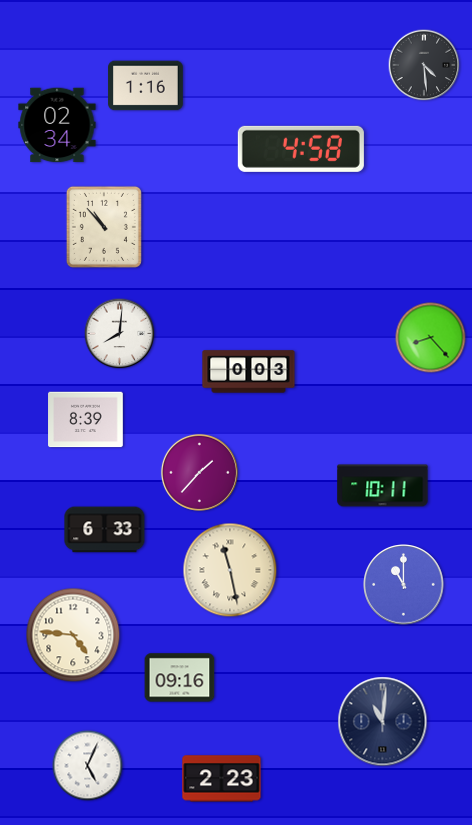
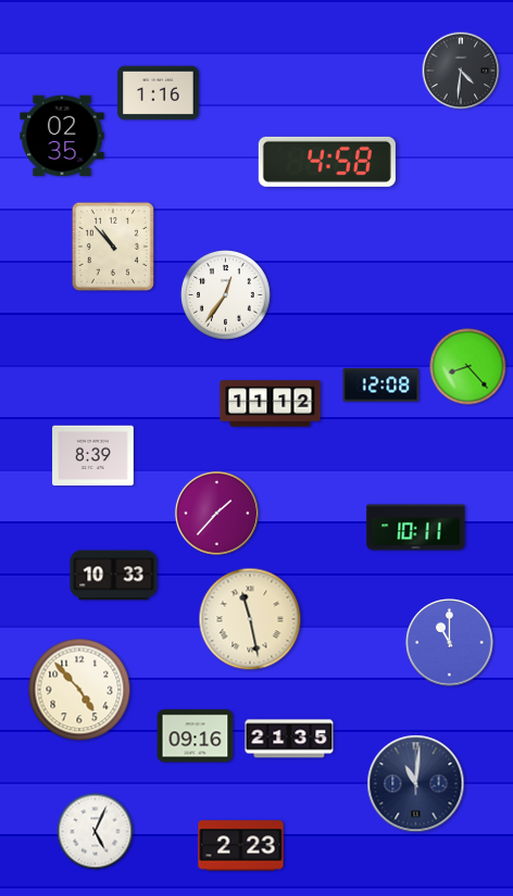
clock at (424, 65): 4:29 -> 4:31
clock at (57, 125): 02:34 -> 02:35
clock at (226, 295): none -> 12:36
clock at (120, 334): 8:01 -> none
clock at (381, 386): none -> 12:08
clock at (249, 372): 0:03 -> 11:12
clock at (105, 530): 6:33 -> 10:33
clock at (404, 585) position: (404, 585) -> (450, 643)
clock at (73, 635): 4:46 -> 4:53
clock at (289, 739): none -> 21:35
